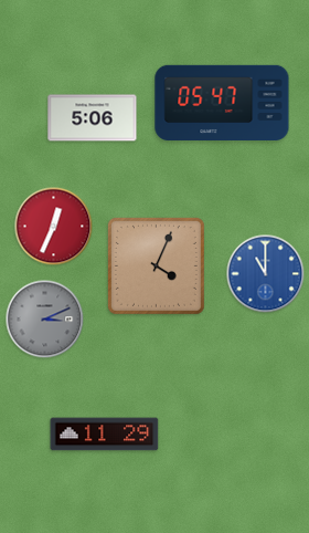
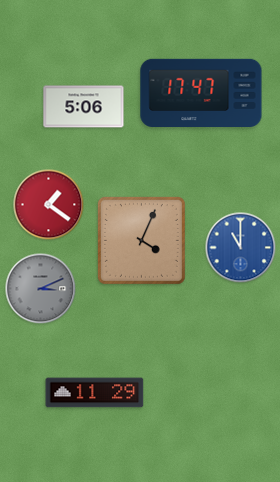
clock at (222, 102): 05:47 -> 17:47
clock at (54, 227): 12:34 -> 1:21
